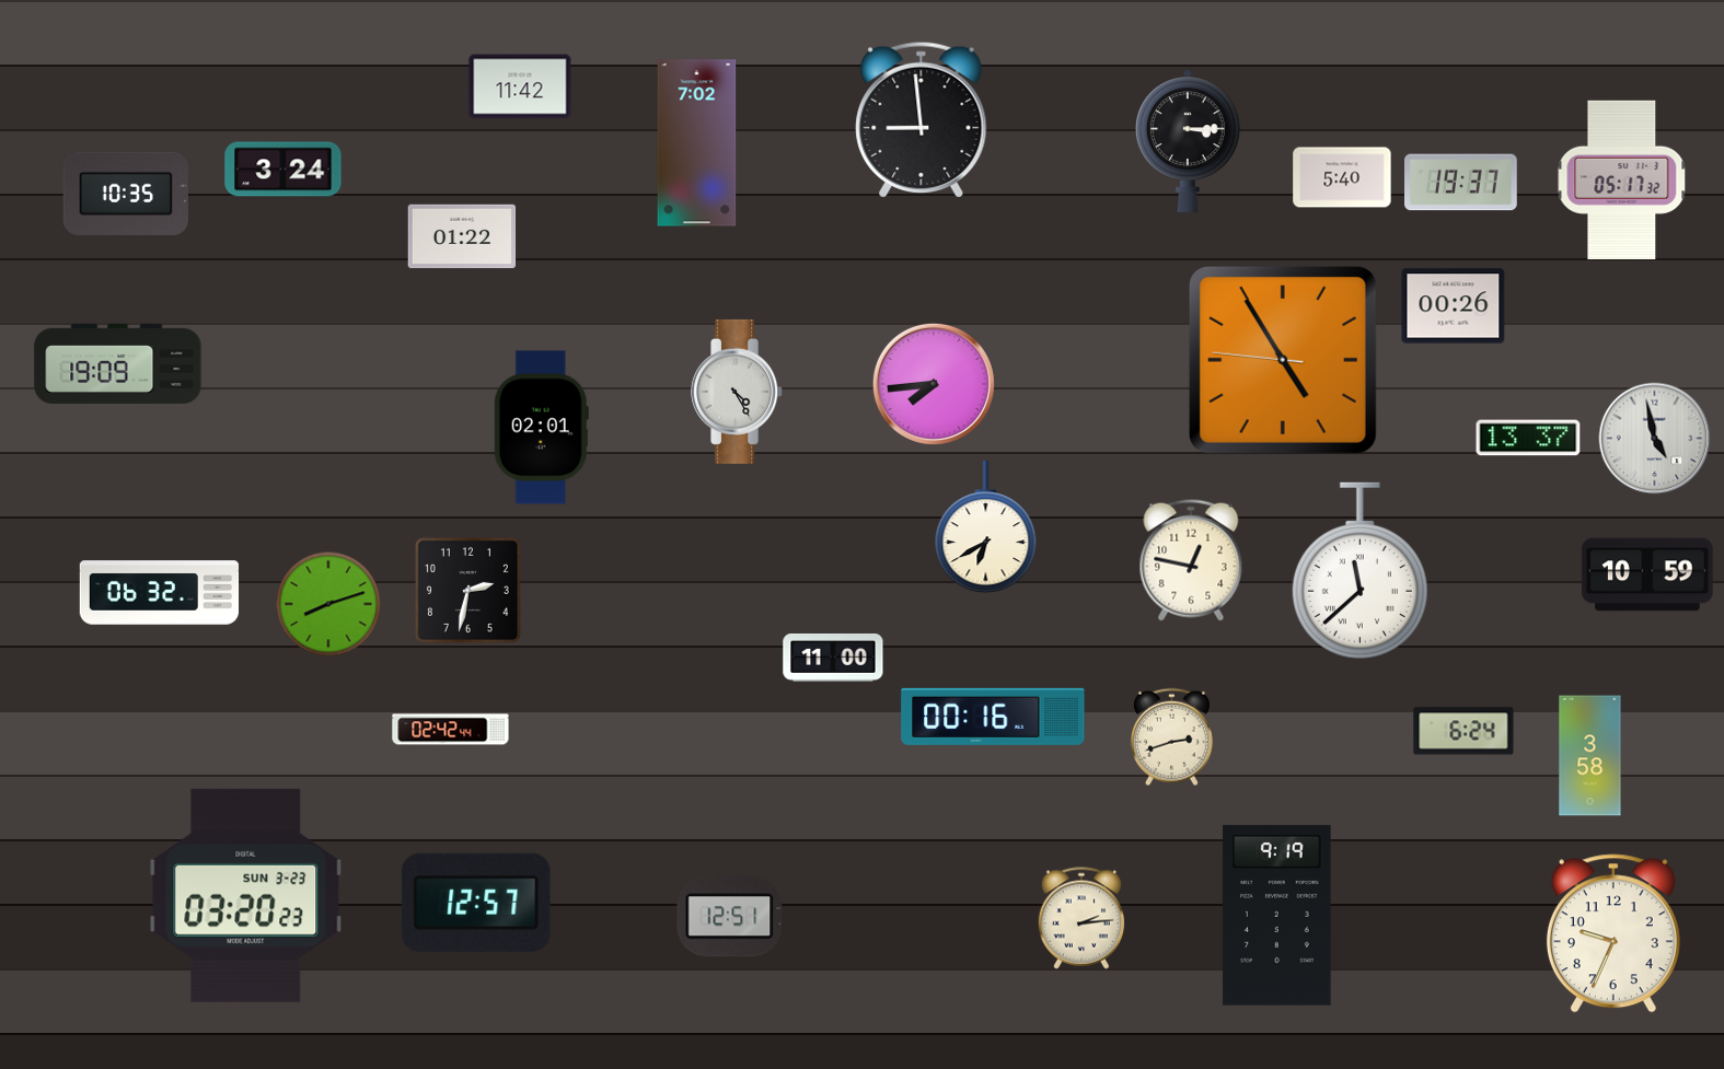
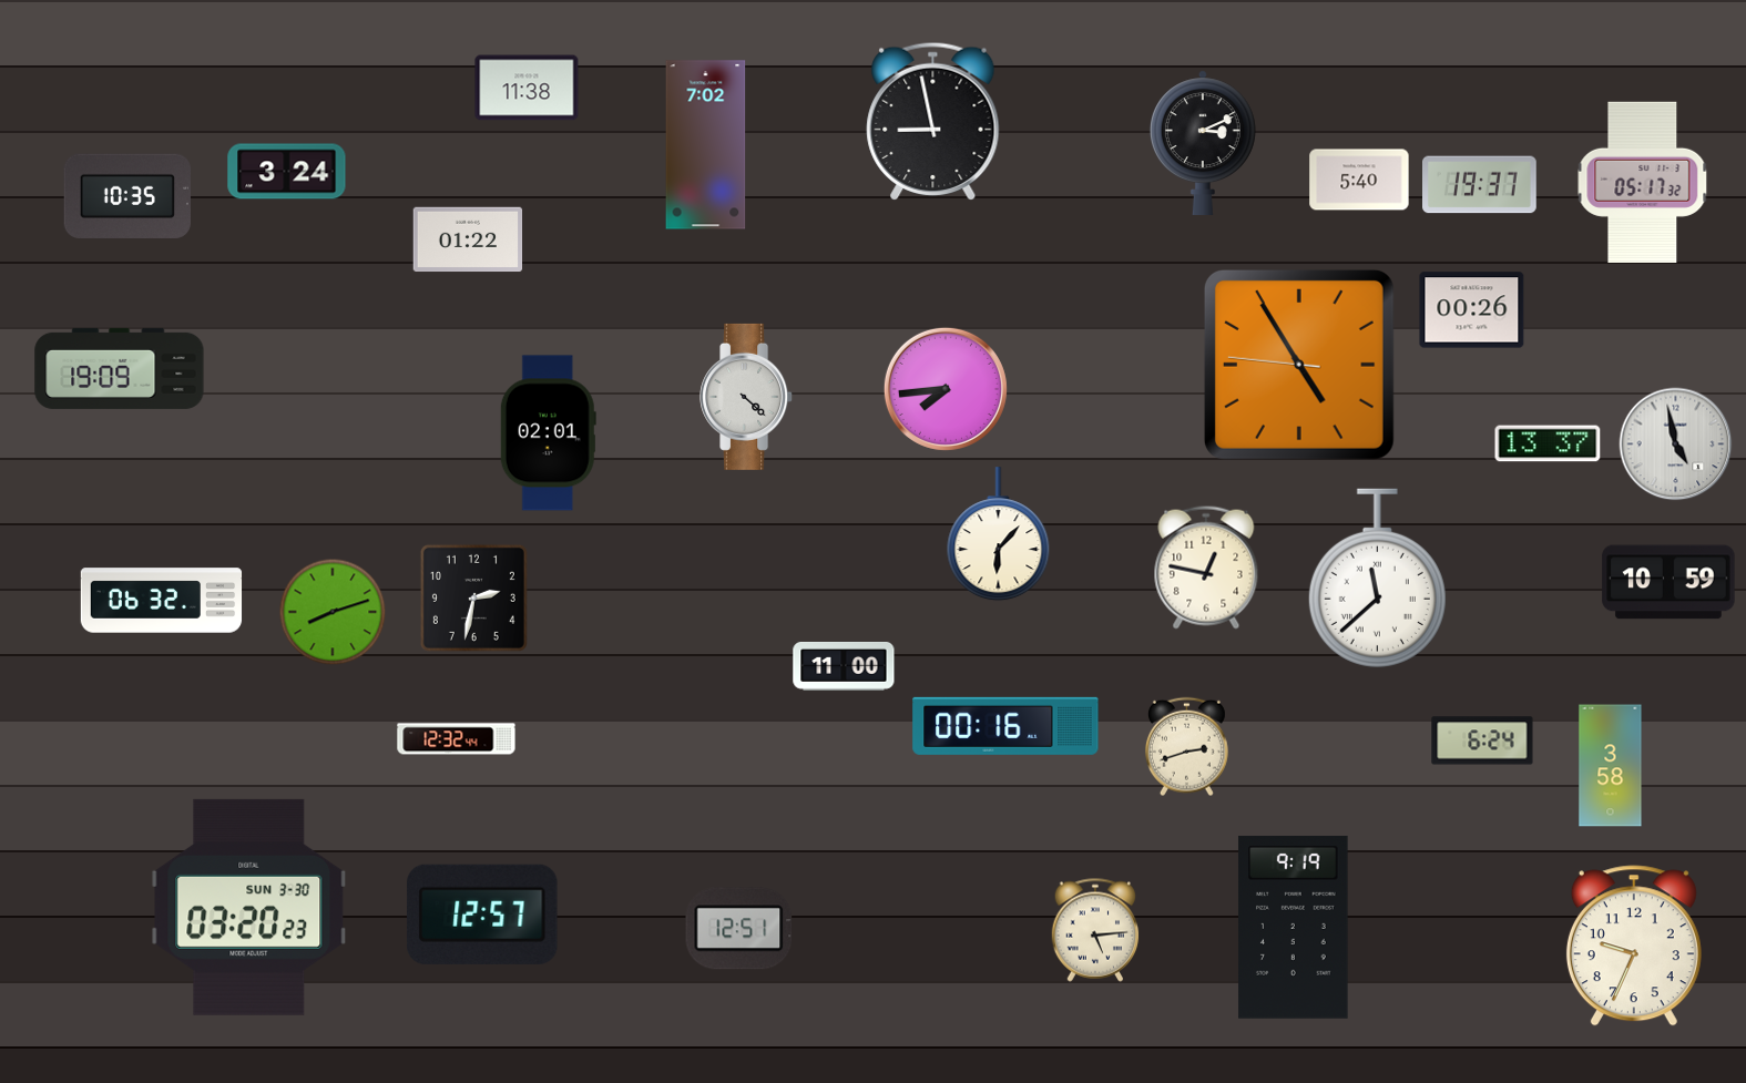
clock at (520, 86): 11:42 -> 11:38
clock at (922, 119): 8:59 -> 8:58
clock at (1188, 141): 3:15 -> 3:11
clock at (738, 392): 4:25 -> 4:22
clock at (986, 527): 6:40 -> 6:07
clock at (451, 730): 02:42 -> 12:32
clock at (246, 895) date: SUN 3-23 -> SUN 3-30
clock at (1081, 918): 2:14 -> 5:14
